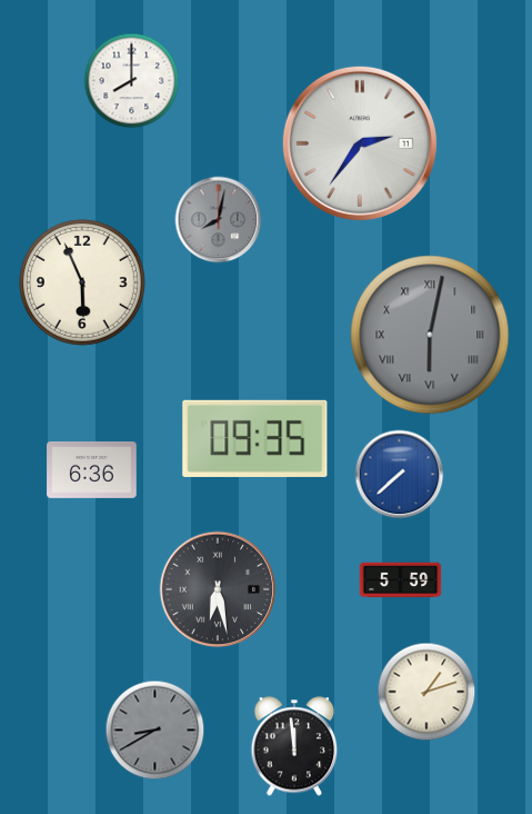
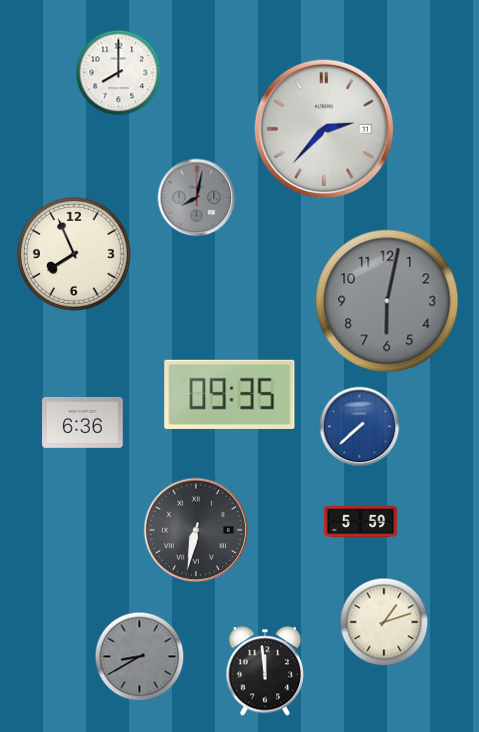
clock at (360, 143): 2:36 -> 2:37
clock at (82, 282): 5:56 -> 7:56
clock at (430, 335) numerals: Roman -> Arabic
clock at (218, 589): 6:28 -> 6:32
